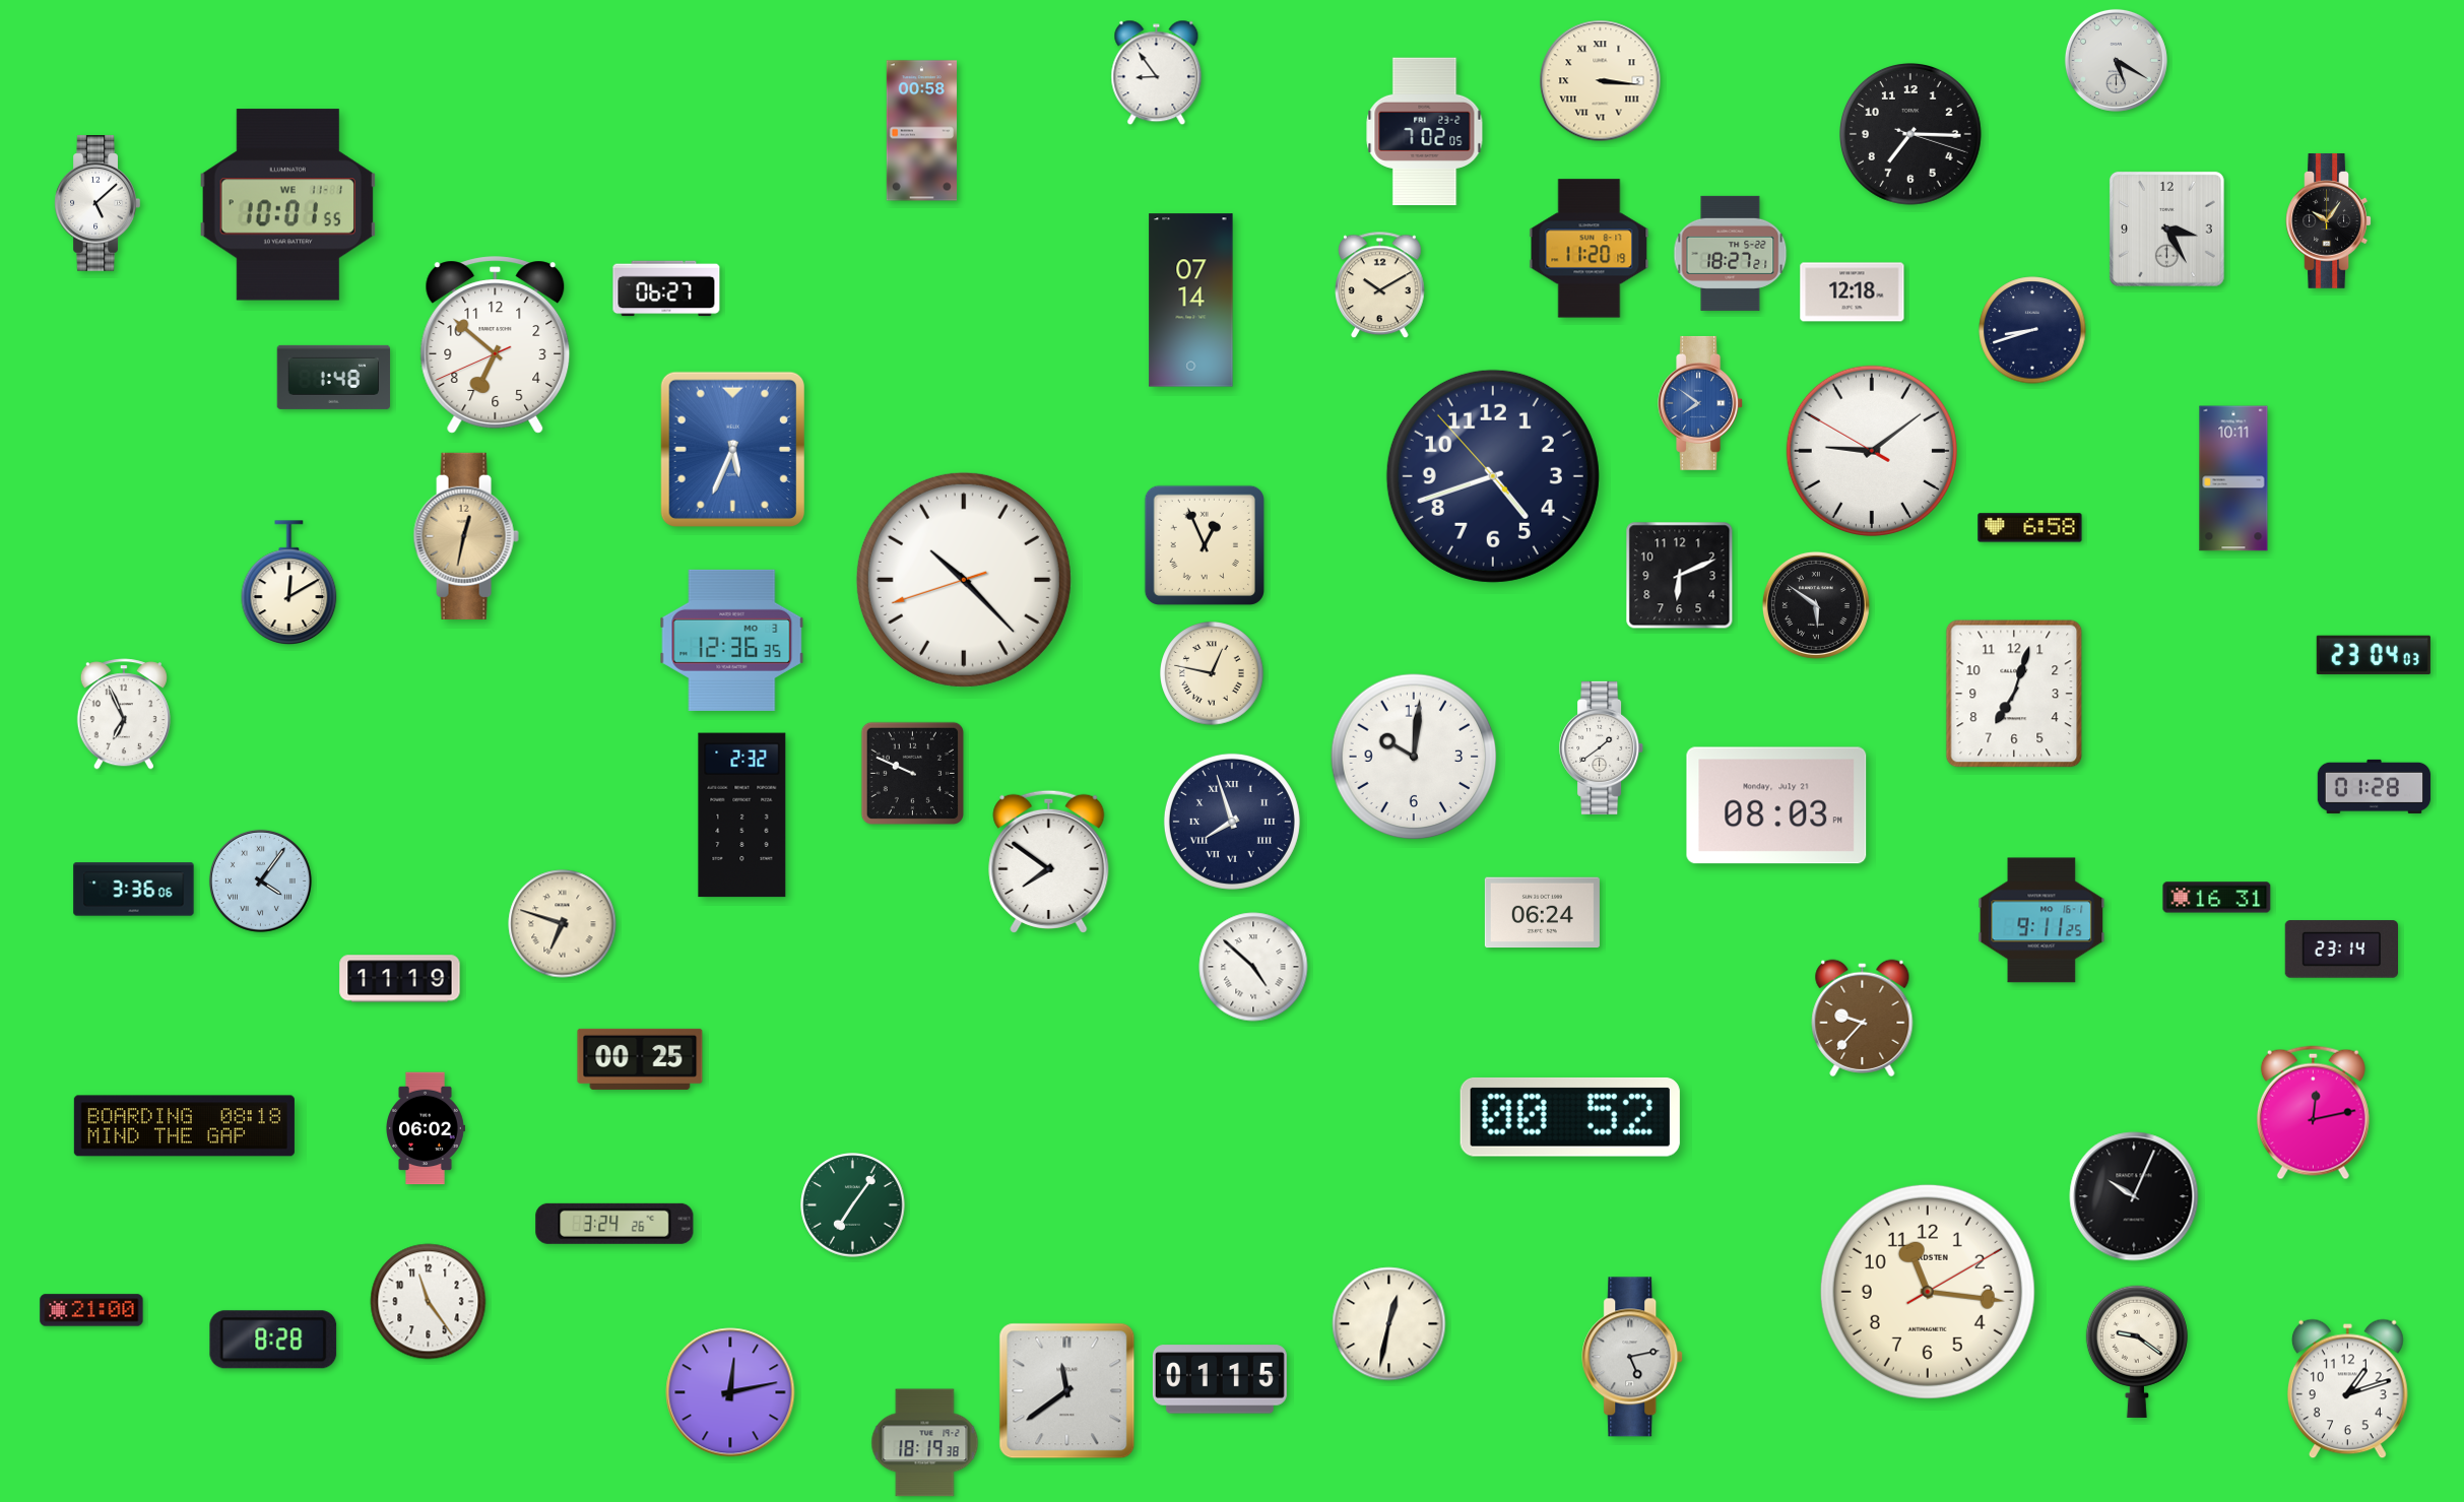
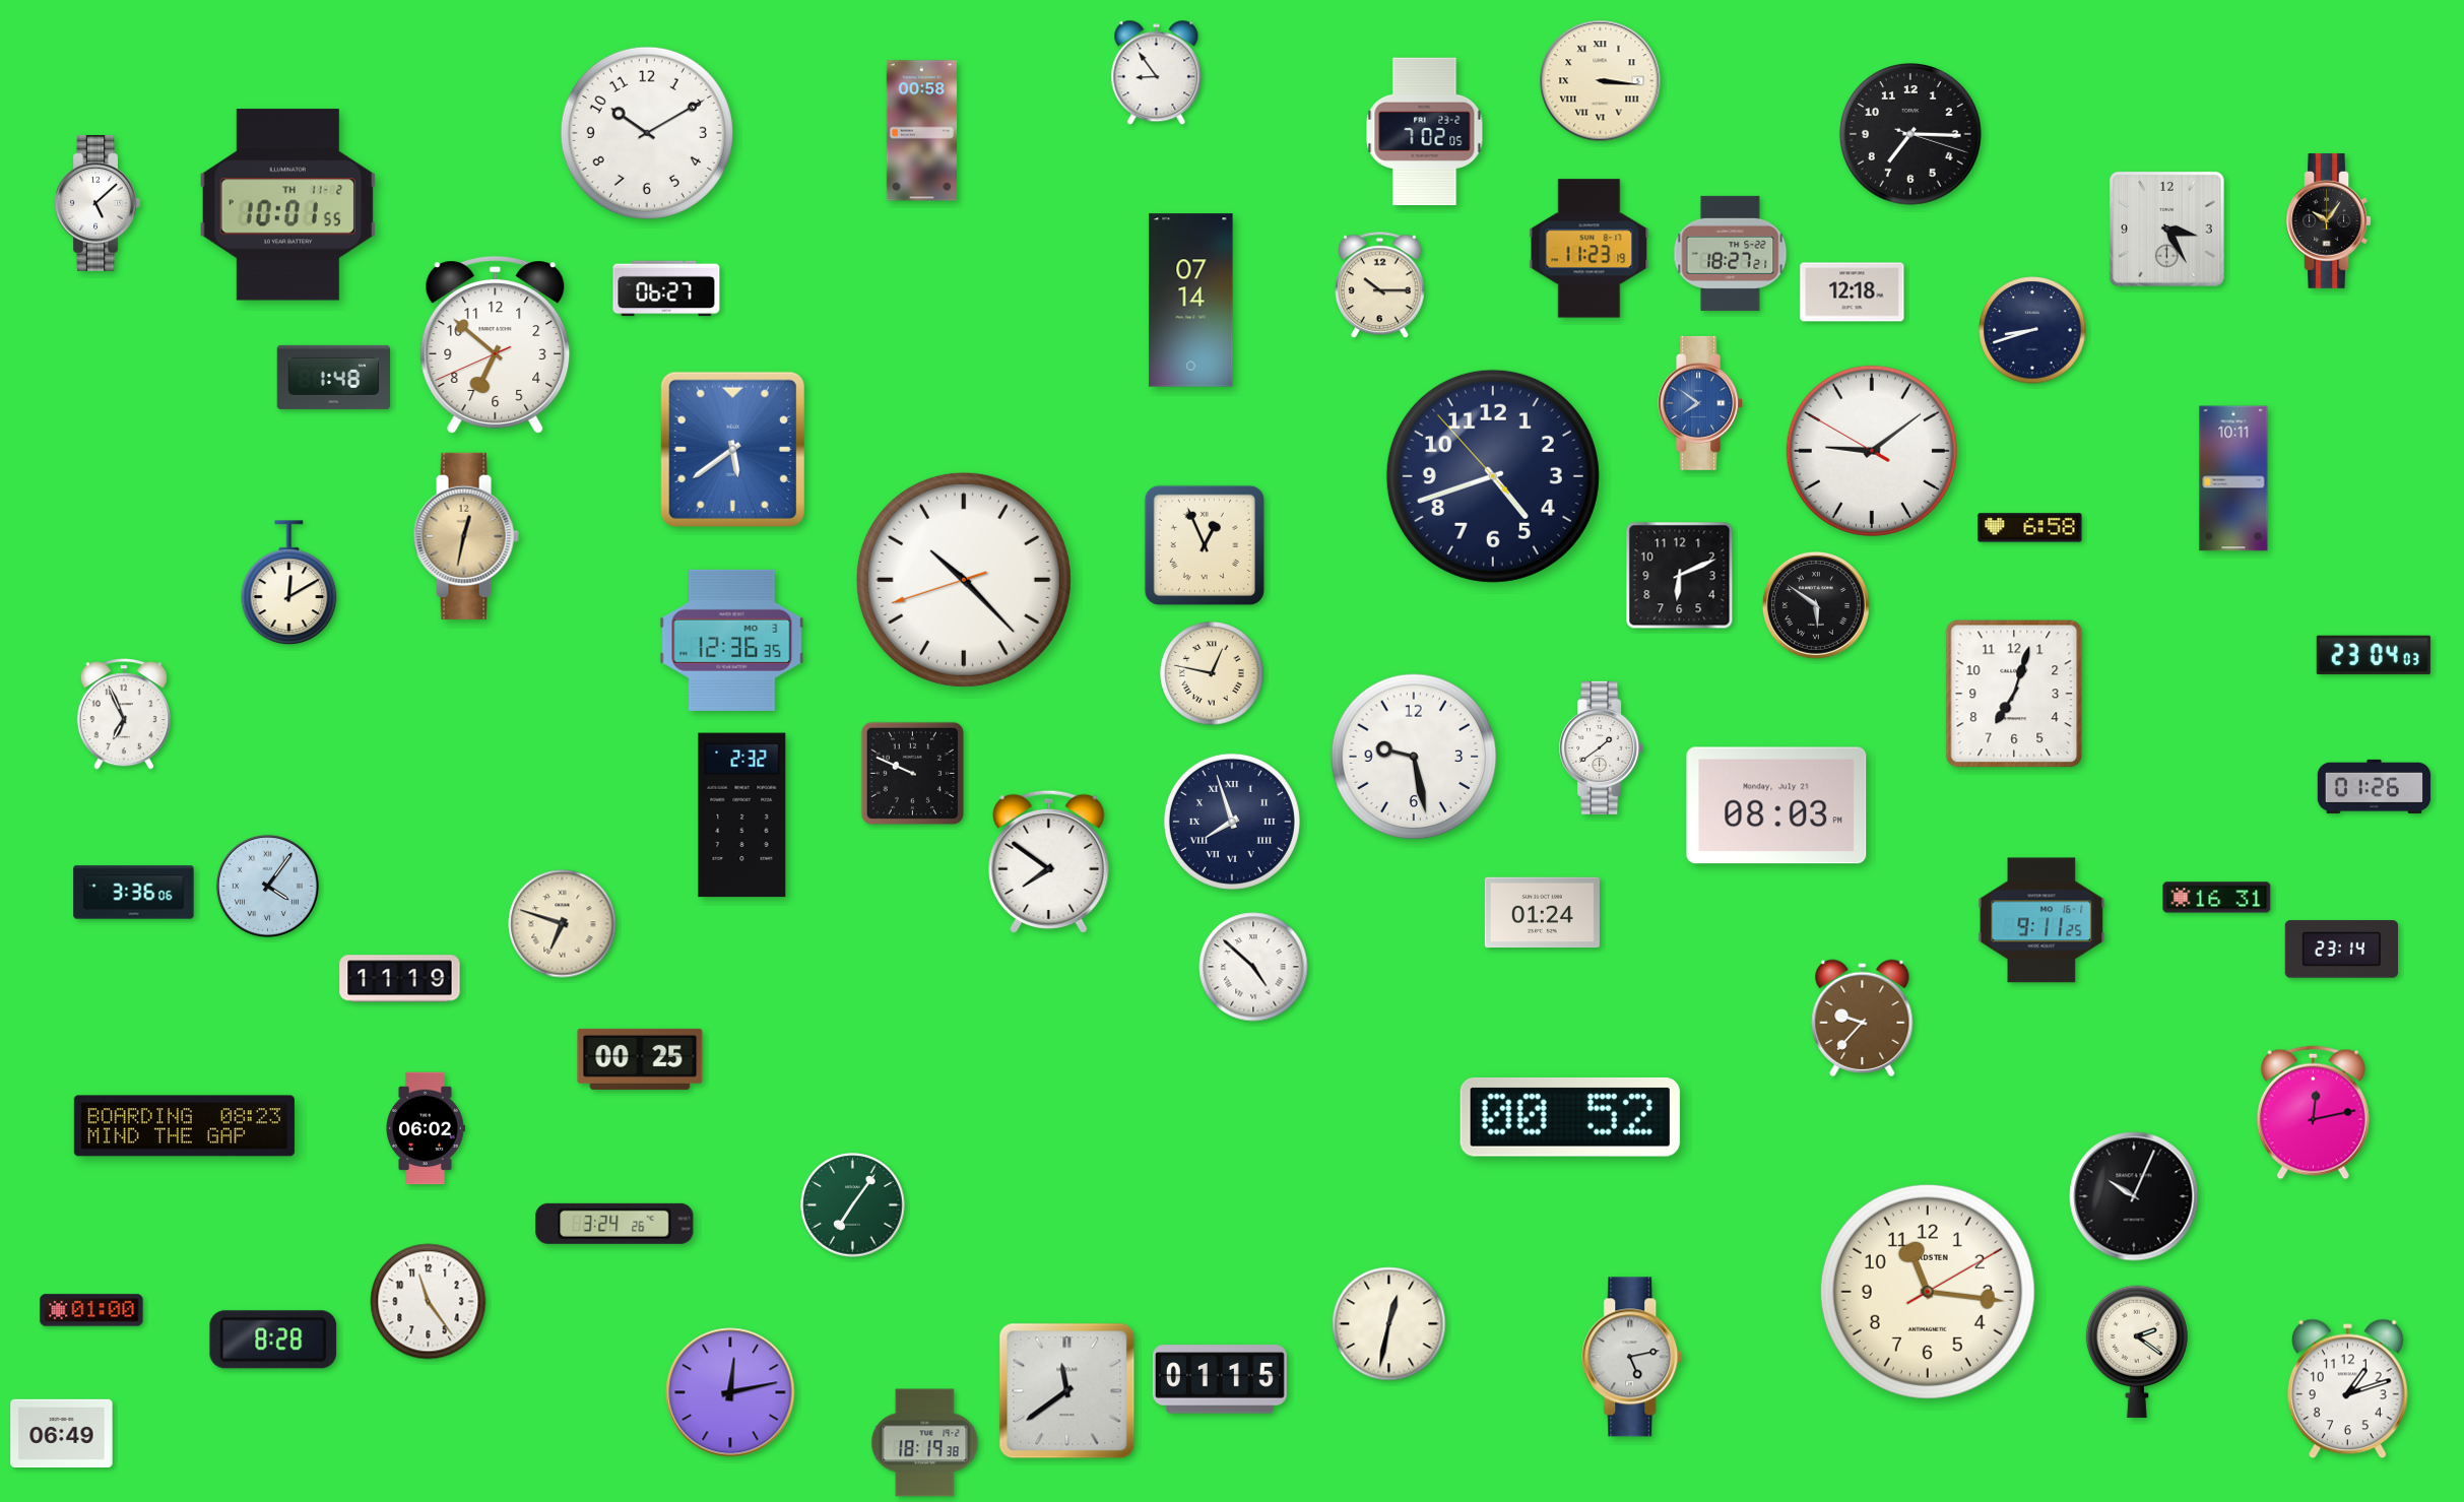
clock at (2116, 60): 5:20 -> none
clock at (647, 133): none -> 10:10
clock at (287, 205) date: WE 11-1 -> TH 11-2
clock at (1590, 249): 11:20 -> 11:23
clock at (1380, 285): 10:10 -> 10:15
clock at (732, 449): 5:34 -> 5:39
clock at (1414, 757): 10:01 -> 9:28
clock at (2375, 786): 01:28 -> 01:26
clock at (260, 880) position: (260, 880) -> (267, 886)
clock at (134, 890) position: (134, 890) -> (134, 893)
clock at (1542, 913): 06:24 -> 01:24
clock at (184, 1126): 08:18 -> 08:23
clock at (91, 1310): 21:00 -> 01:00
clock at (2137, 1352): 9:21 -> 2:21
clock at (62, 1434): none -> 06:49
